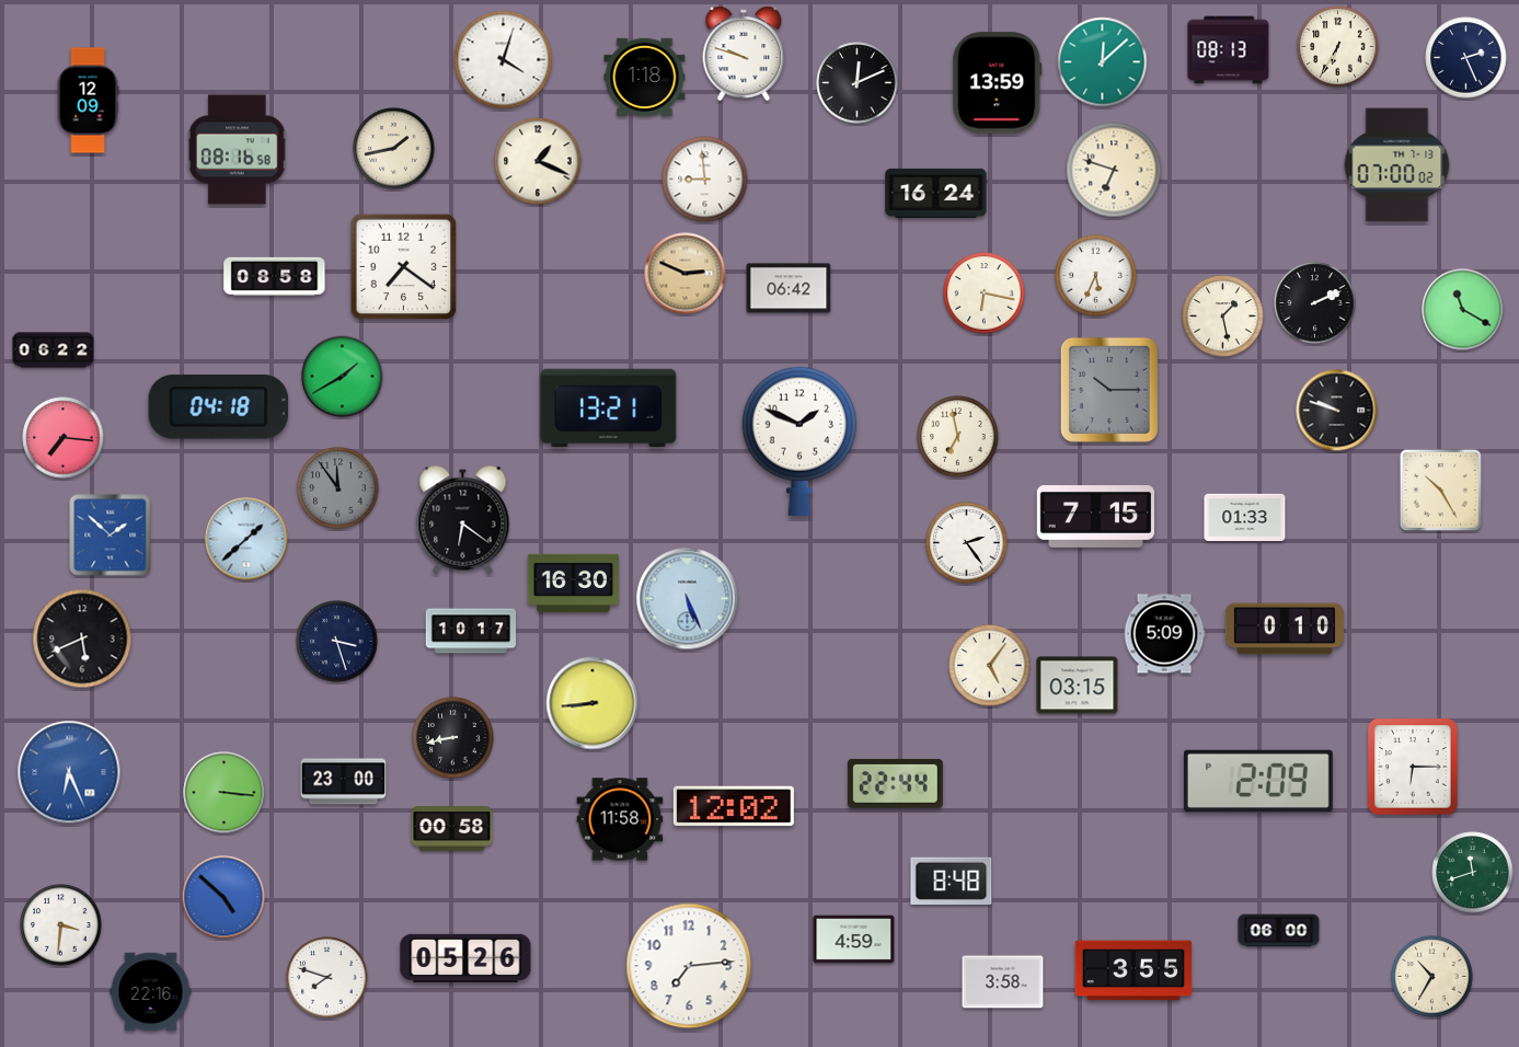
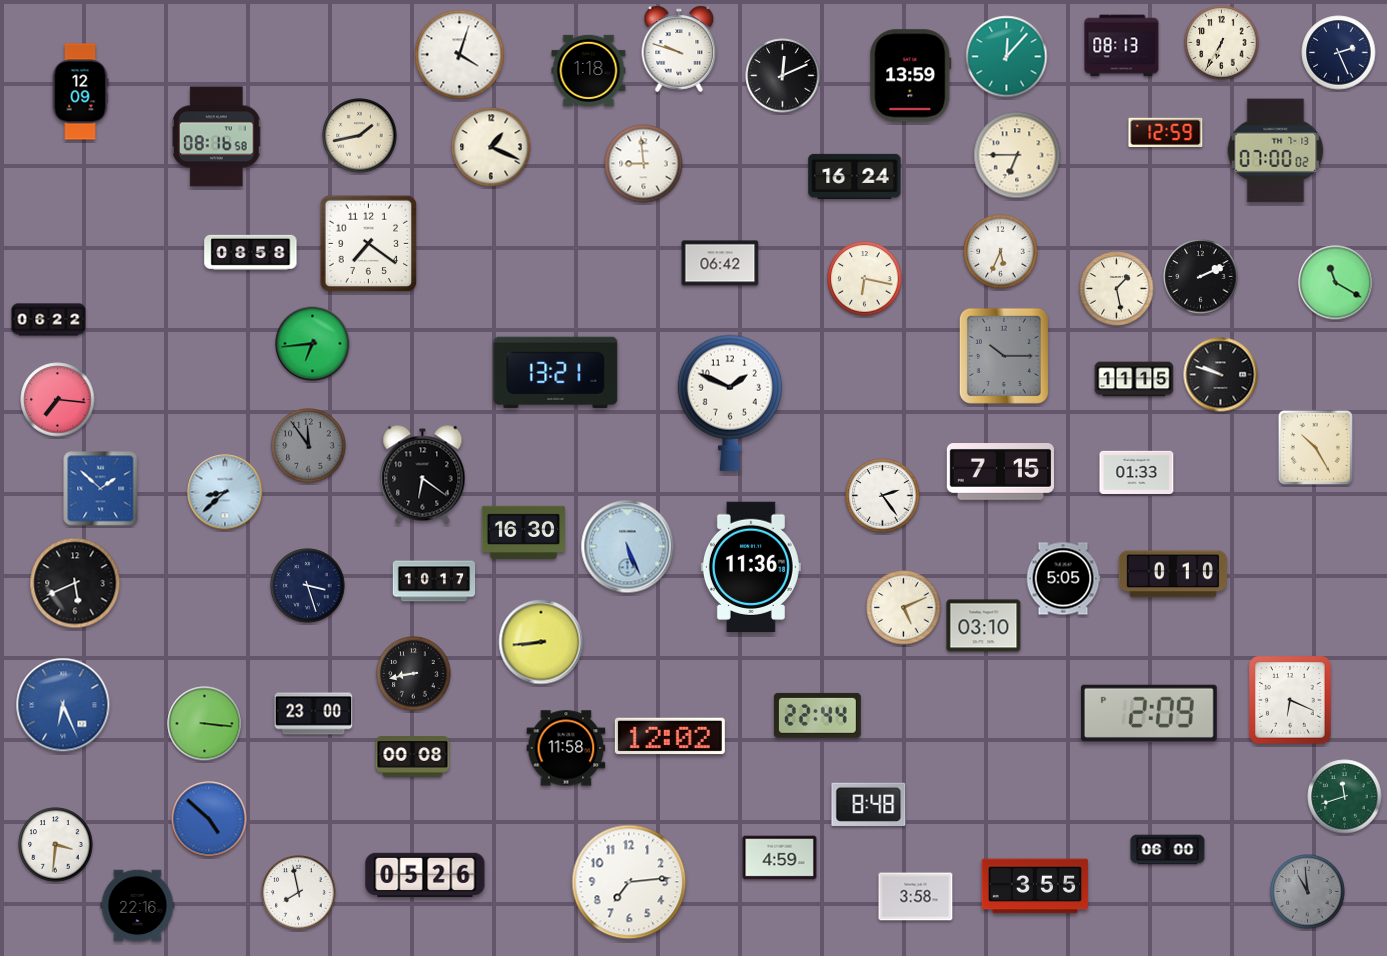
clock at (1103, 62): 12:08 -> 12:07
clock at (1166, 132): none -> 12:59
clock at (1114, 170): 6:48 -> 6:45
clock at (686, 274): 2:49 -> none
clock at (985, 294) position: (985, 294) -> (865, 279)
clock at (343, 377): 1:40 -> 6:44
clock at (1109, 390) position: (1109, 390) -> (1004, 356)
clock at (219, 407): 04:18 -> none
clock at (1134, 379): none -> 11:15
clock at (958, 437): 6:58 -> none
clock at (246, 539): 1:38 -> 8:38
clock at (751, 567): none -> 11:36
clock at (471, 631) position: (471, 631) -> (434, 581)
clock at (1164, 634): 5:09 -> 5:05
clock at (990, 666): 5:06 -> 5:11
clock at (1078, 686): 03:15 -> 03:10
clock at (1413, 767): 6:15 -> 6:19
clock at (452, 829): 00:58 -> 00:08
clock at (223, 897) position: (223, 897) -> (209, 819)
clock at (1432, 977): 10:35 -> 10:59
clock at (1432, 977) dial: cream -> grey
clock at (327, 978): 7:48 -> 7:58
